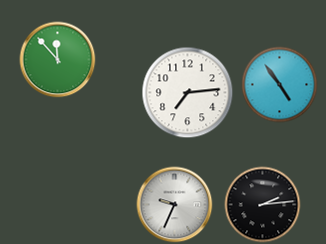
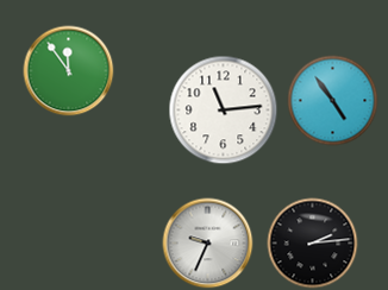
clock at (58, 60): 11:53 -> 11:54
clock at (188, 93): 7:14 -> 11:14
